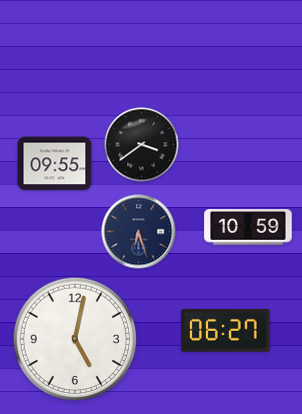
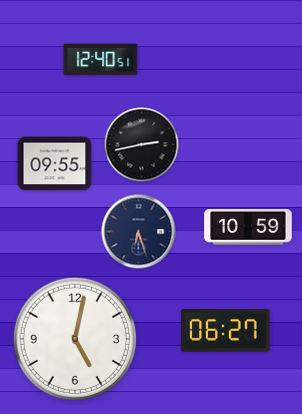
clock at (101, 60): none -> 12:40
clock at (142, 145): 3:39 -> 2:43
